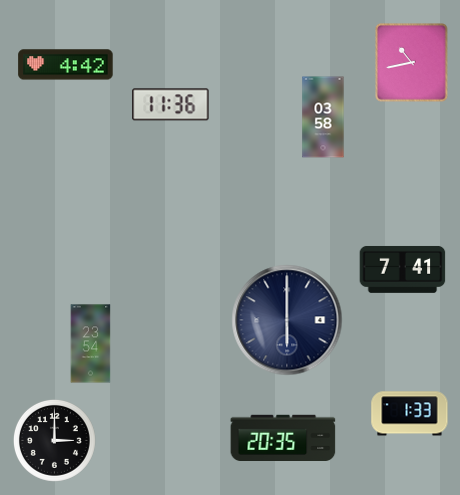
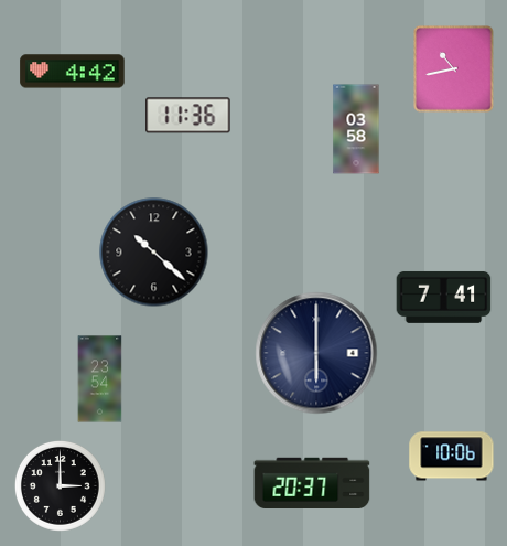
clock at (154, 253): none -> 10:22
clock at (410, 414): 1:33 -> 10:06
clock at (283, 437): 20:35 -> 20:37
